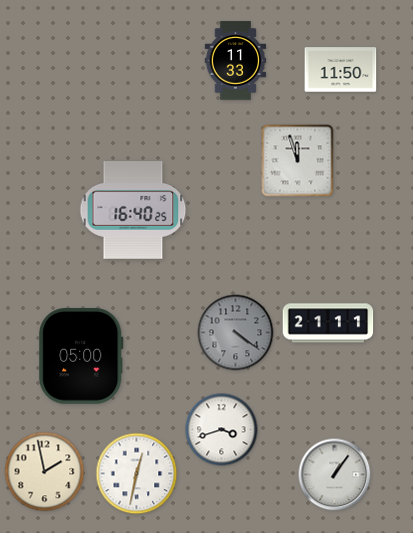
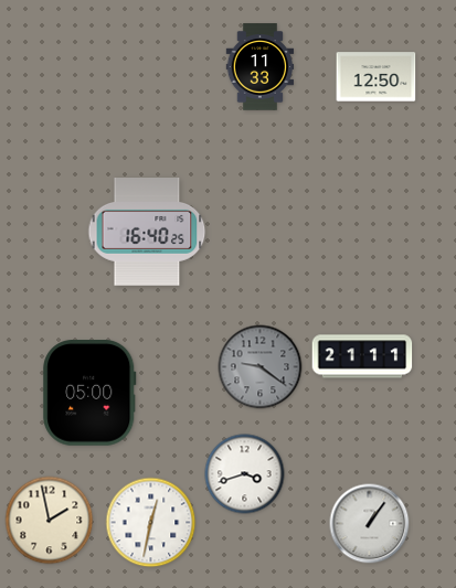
clock at (341, 70): 11:50 -> 12:50
clock at (298, 161): 11:57 -> none
clock at (236, 333): 4:21 -> 9:21
